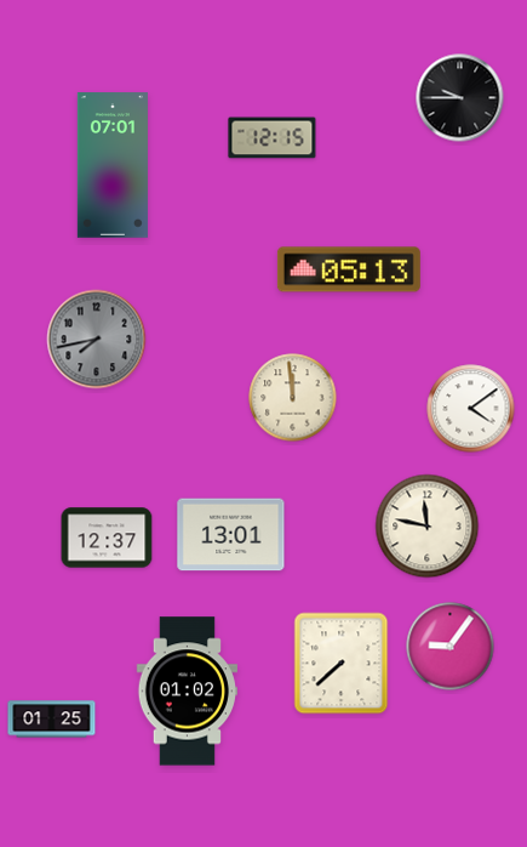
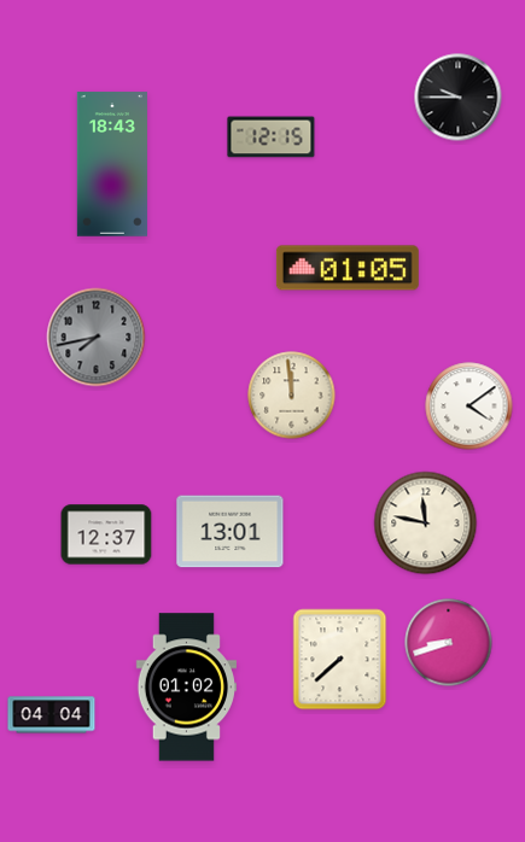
clock at (113, 165): 07:01 -> 18:43
clock at (349, 269): 05:13 -> 01:05
clock at (451, 647): 9:06 -> 8:42
clock at (52, 720): 01:25 -> 04:04
